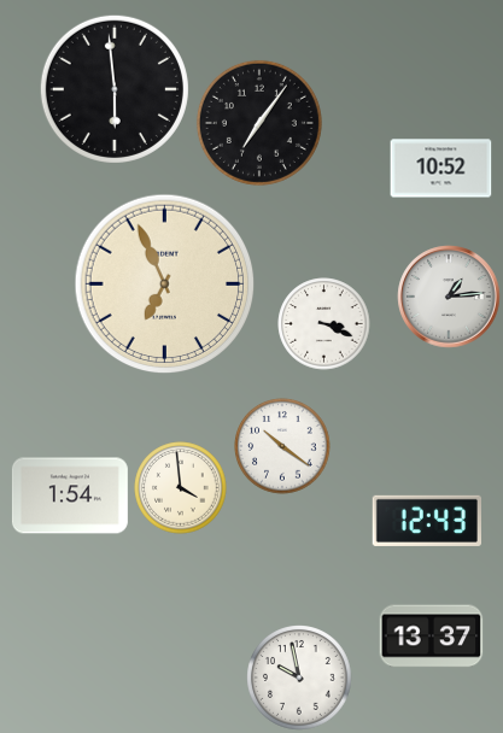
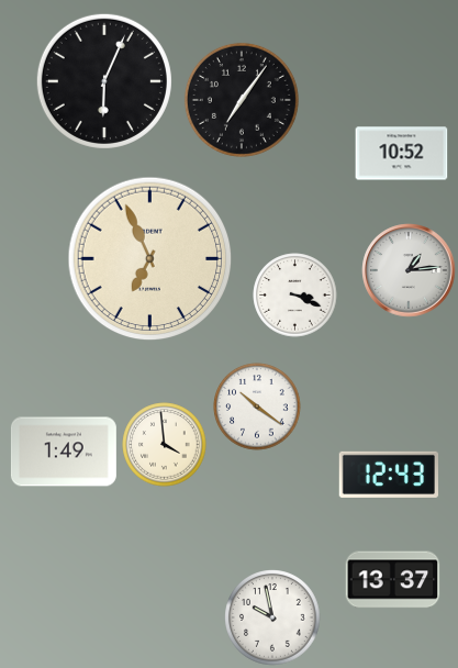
clock at (115, 89): 5:59 -> 6:04
clock at (259, 123) position: (259, 123) -> (242, 100)
clock at (70, 495): 1:54 -> 1:49
